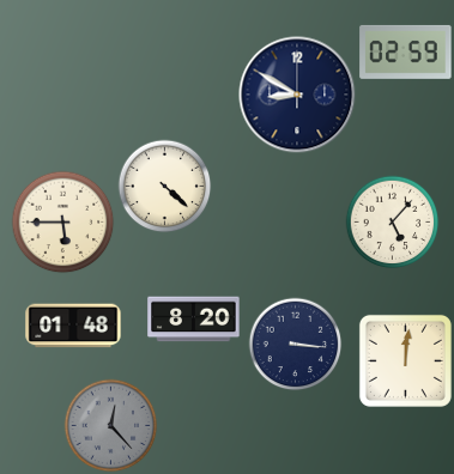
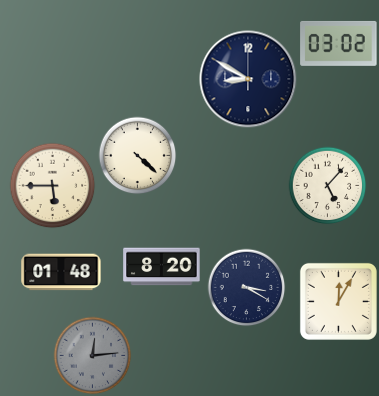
clock at (406, 51): 02:59 -> 03:02
clock at (295, 344): 3:16 -> 3:20
clock at (405, 360): 12:01 -> 12:05
clock at (110, 425): 12:23 -> 12:14
